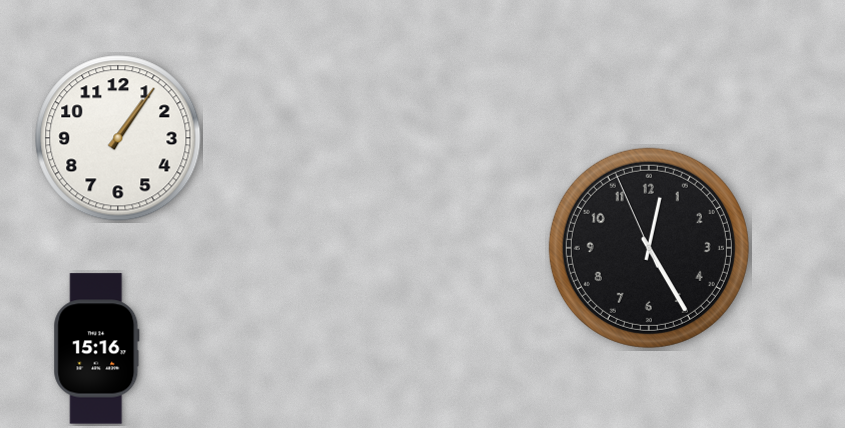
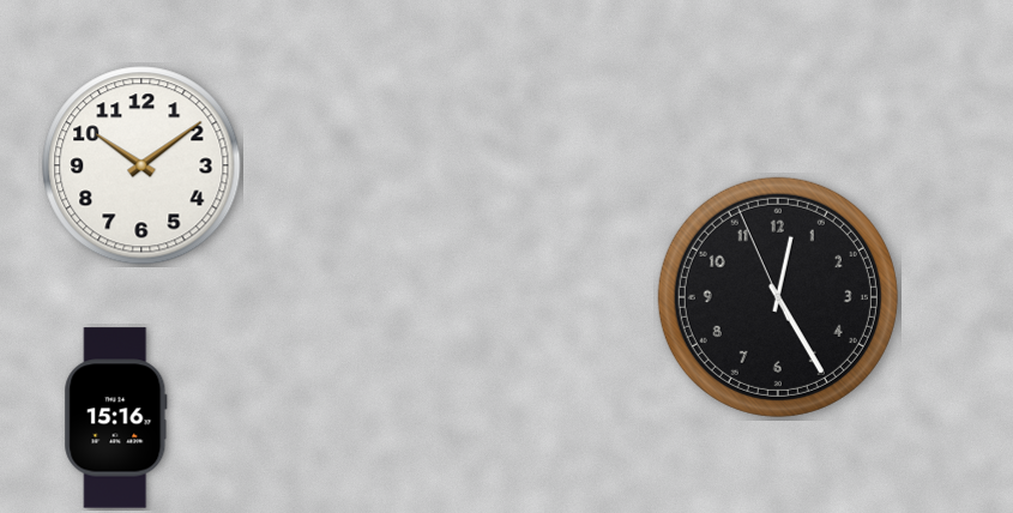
clock at (118, 138): 1:06 -> 10:09
